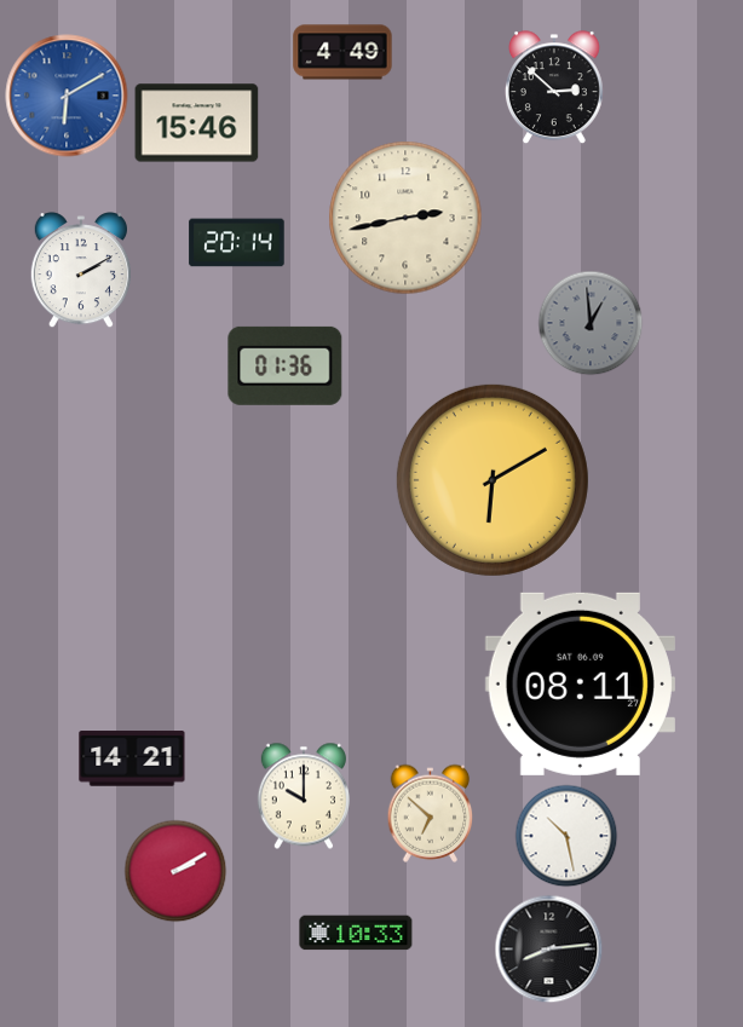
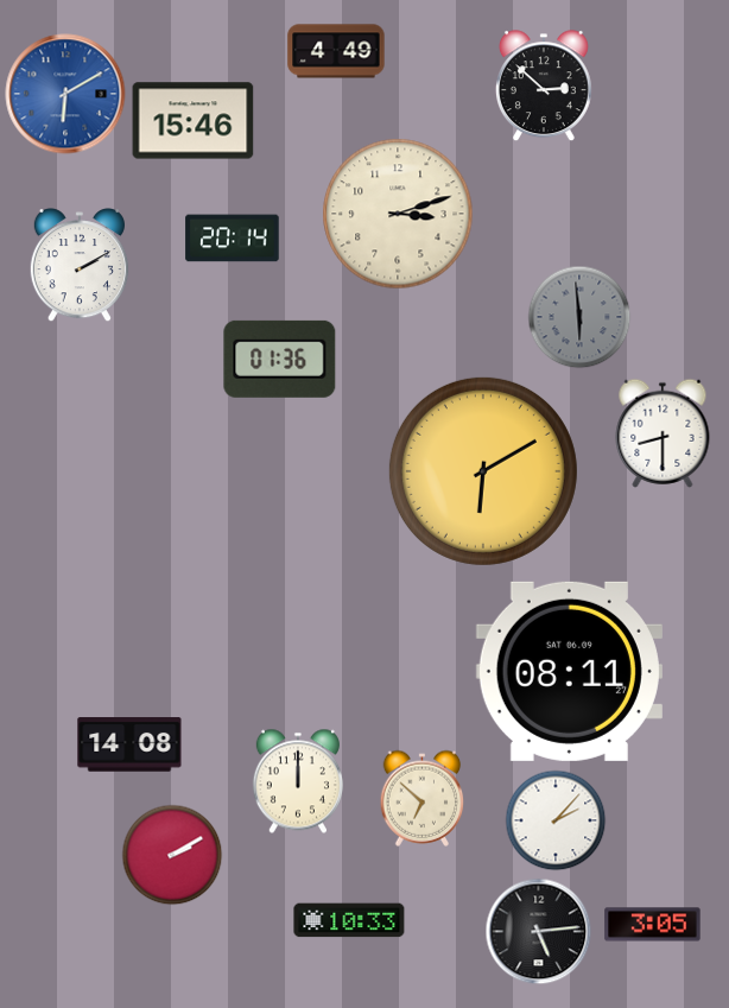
clock at (405, 218): 2:43 -> 3:12
clock at (591, 323): 12:59 -> 5:59
clock at (663, 433): none -> 8:30
clock at (132, 758): 14:21 -> 14:08
clock at (304, 796): 10:00 -> 12:00
clock at (566, 836): 10:28 -> 2:07
clock at (356, 933) position: (356, 933) -> (349, 920)
clock at (653, 925): none -> 3:05
clock at (548, 948): 8:14 -> 5:14
